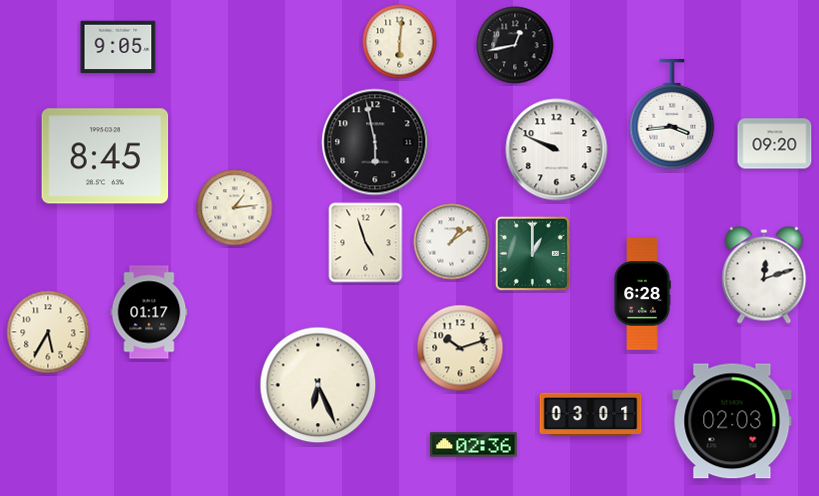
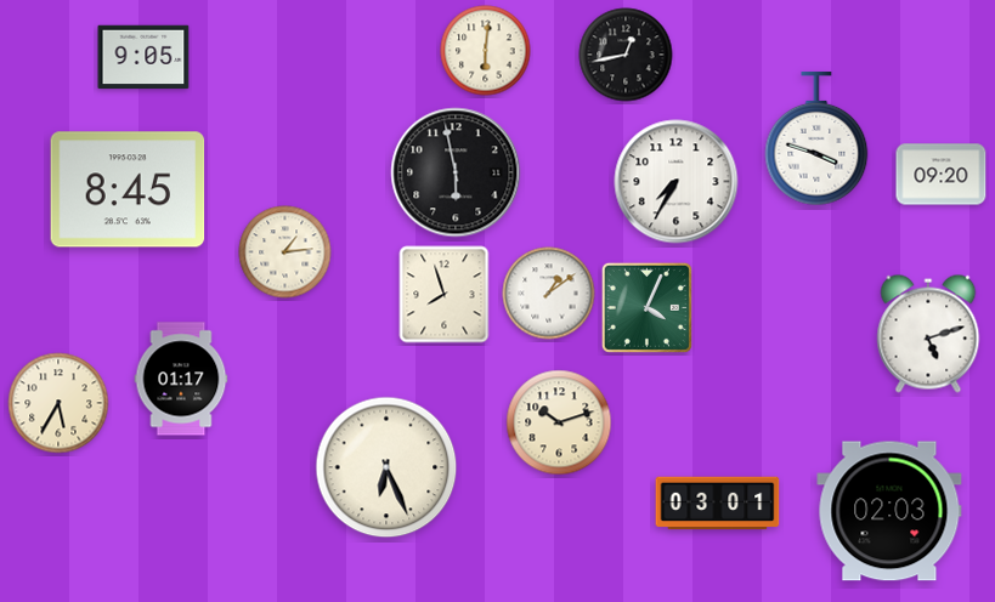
clock at (672, 115): 3:44 -> 3:48
clock at (557, 150): 9:49 -> 7:35
clock at (366, 243): 4:57 -> 7:57
clock at (532, 253): 1:00 -> 4:04
clock at (764, 275): 12:12 -> 5:12
clock at (642, 294): 6:28 -> none
clock at (474, 445): 02:36 -> none
